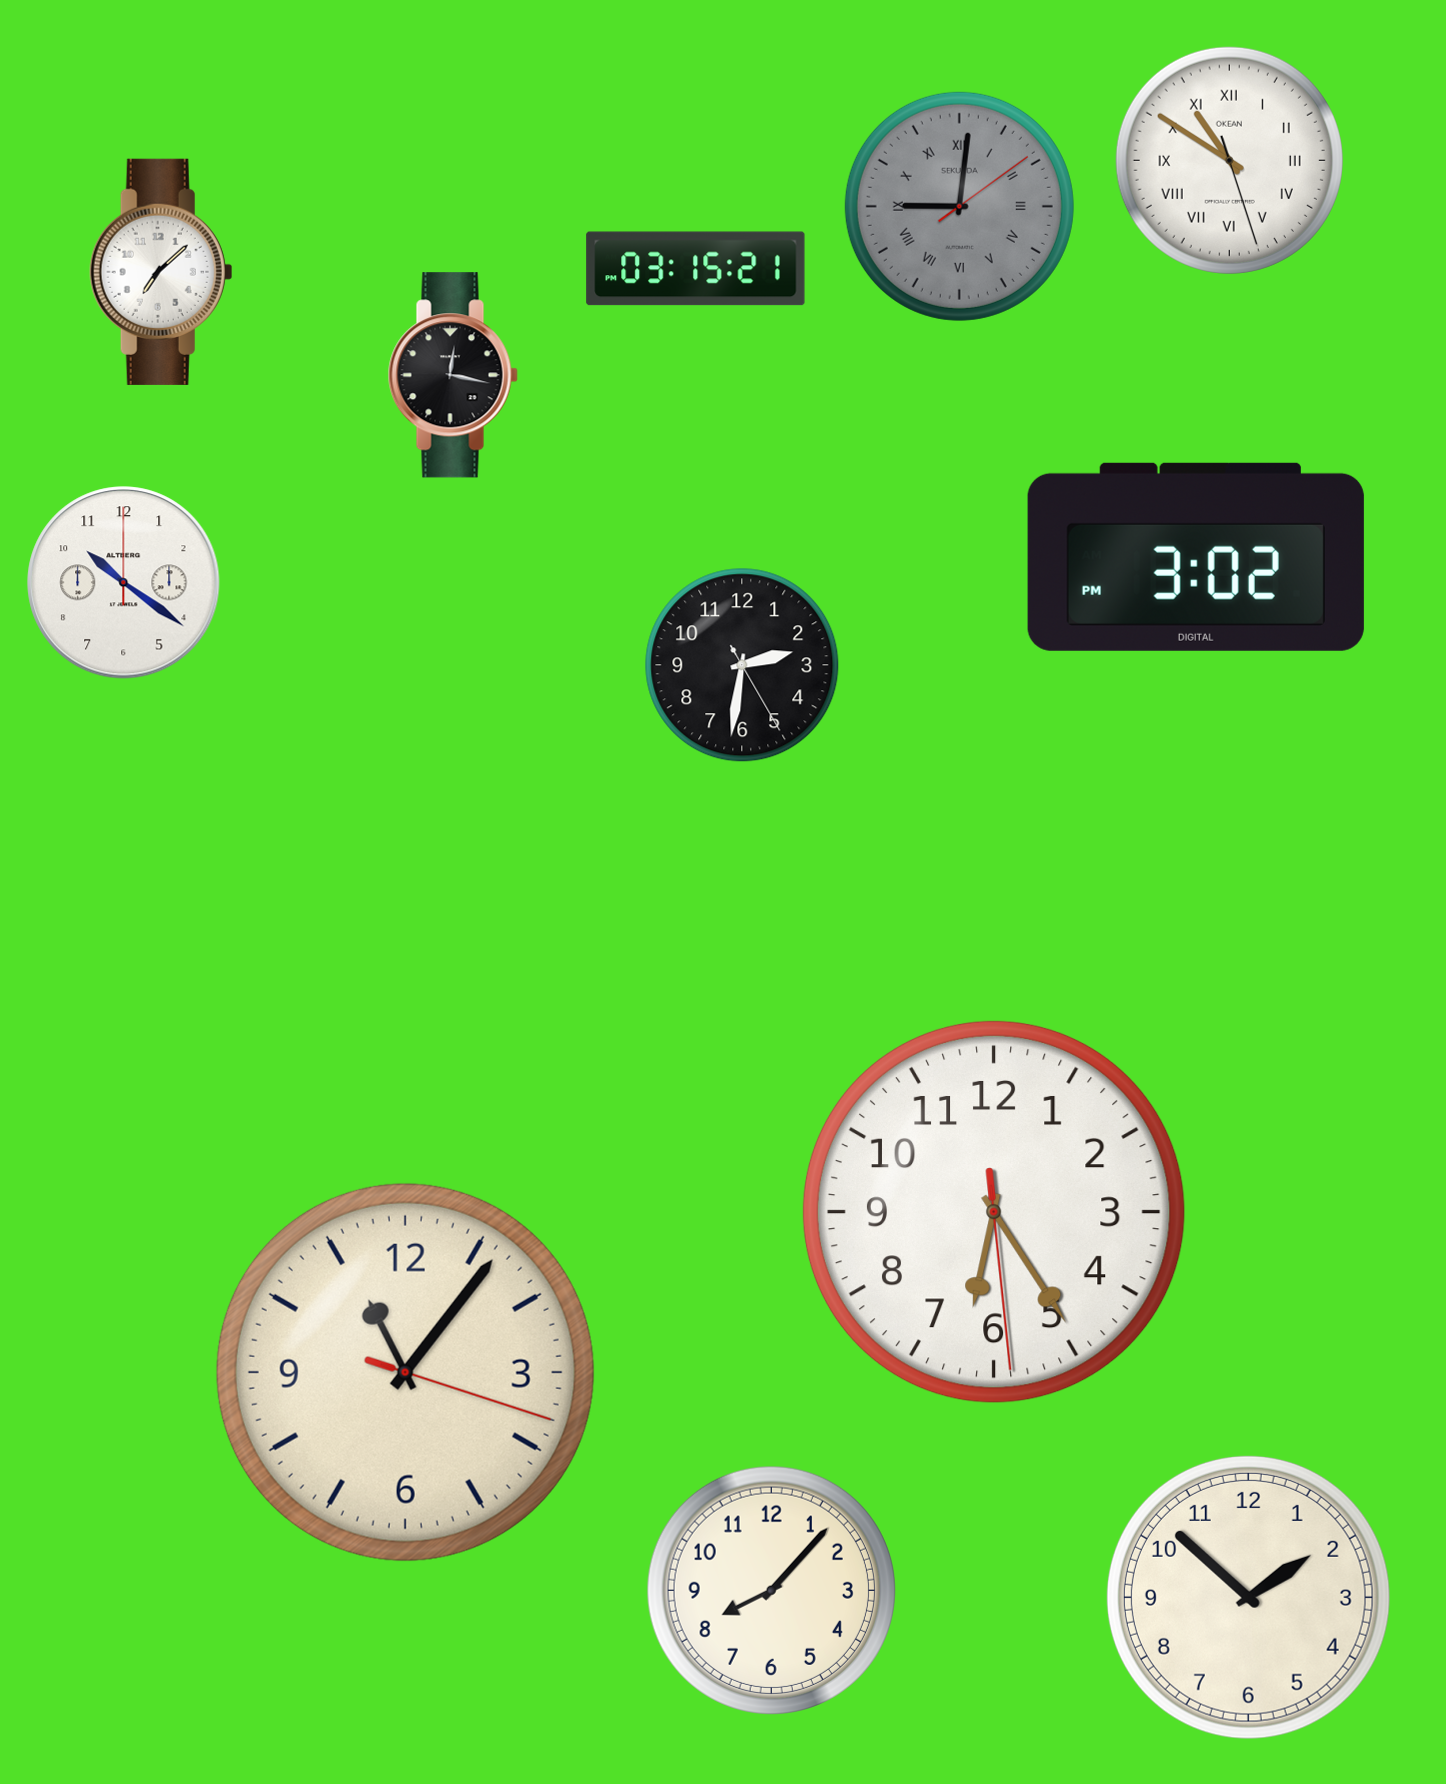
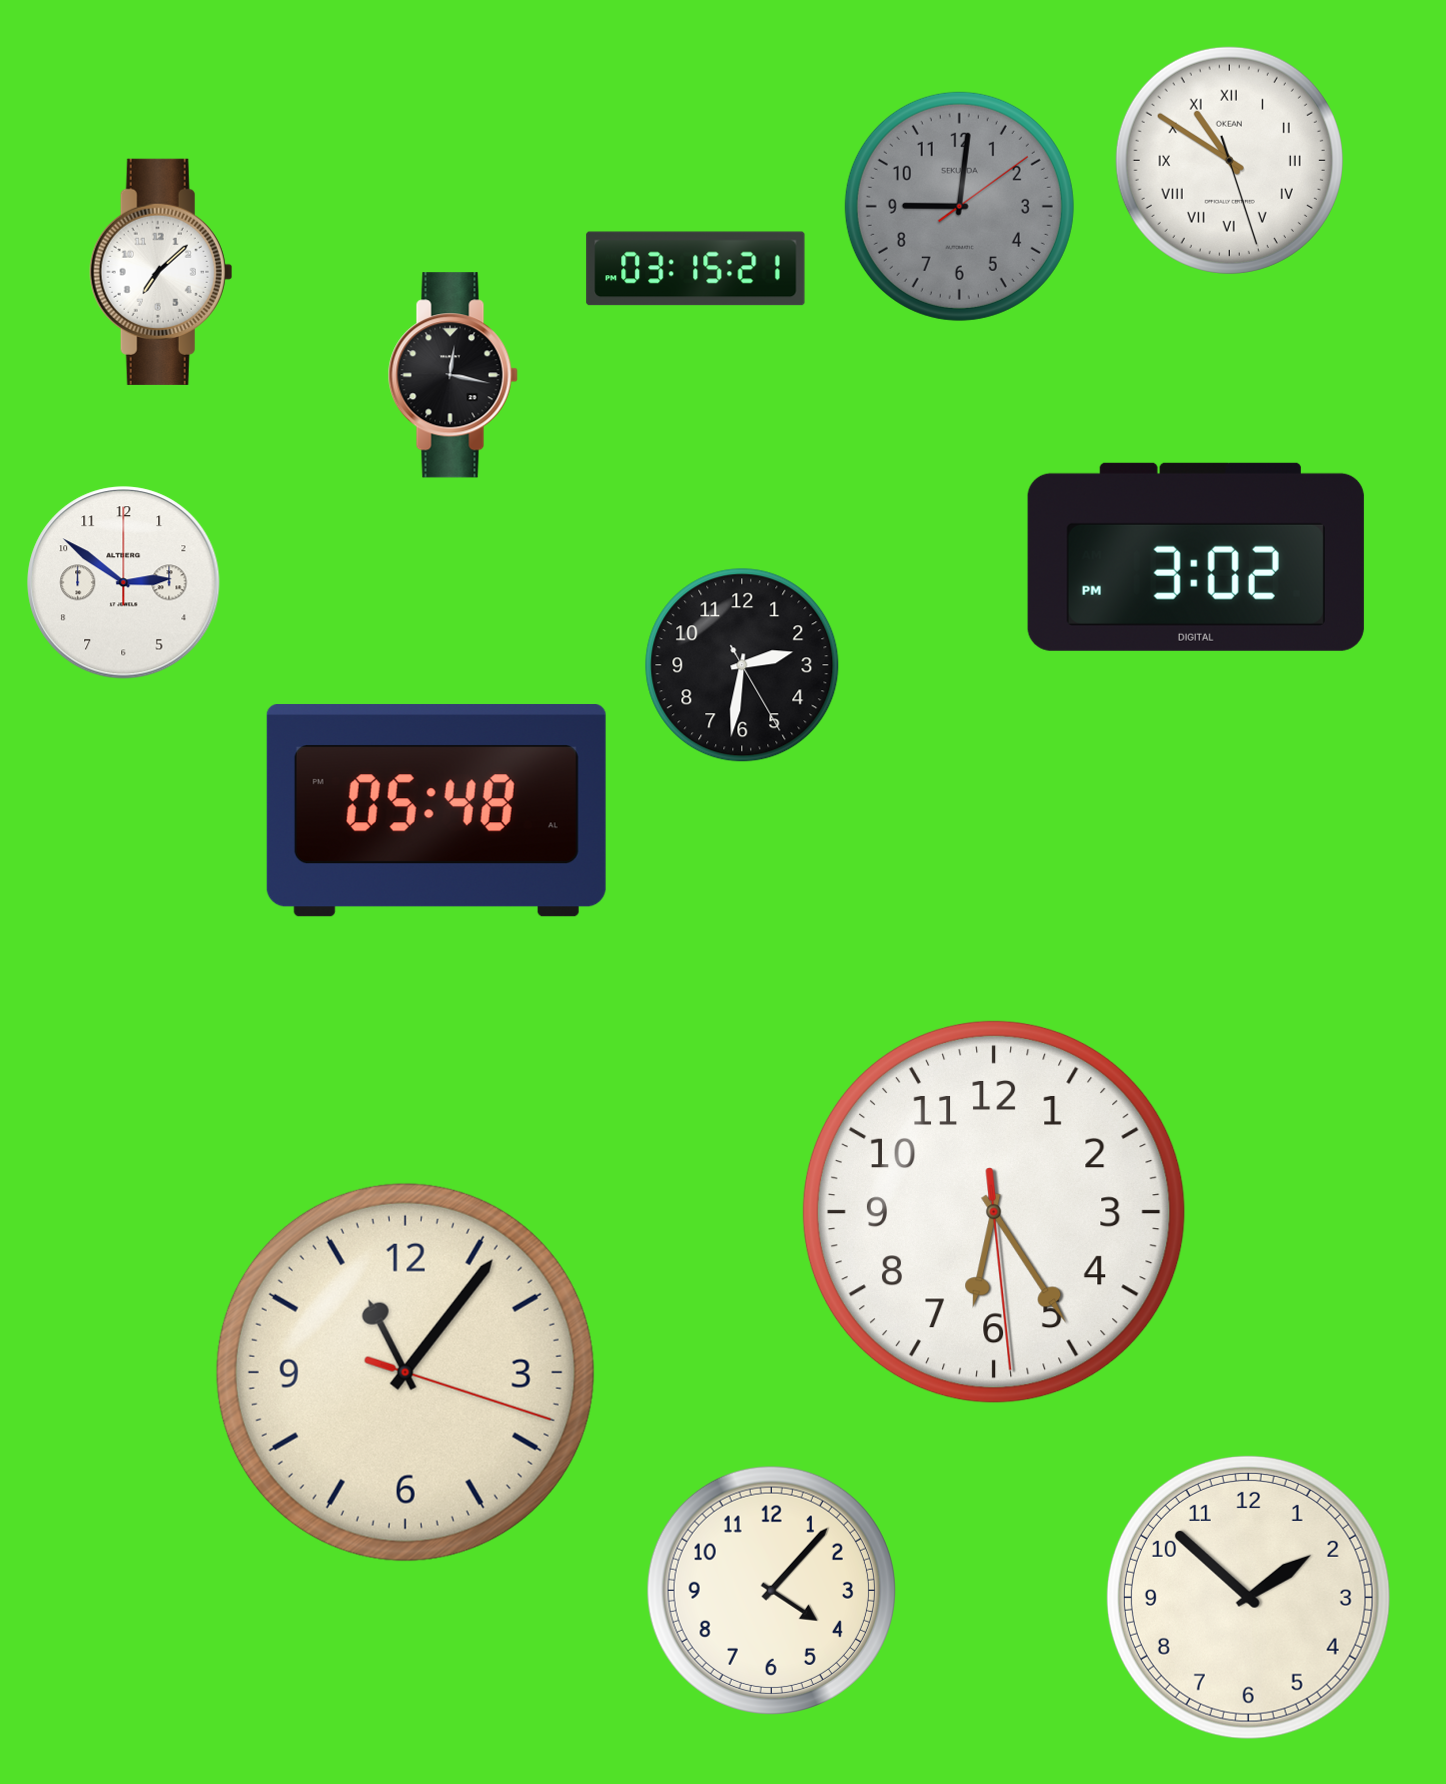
clock at (959, 206) numerals: Roman -> Arabic
clock at (124, 583): 10:21 -> 2:51
clock at (436, 811): none -> 05:48
clock at (771, 1590): 8:07 -> 4:07
